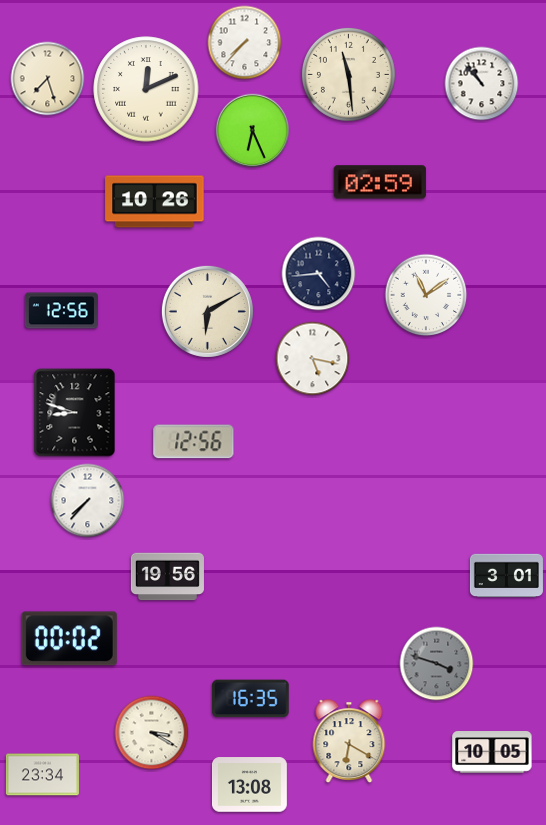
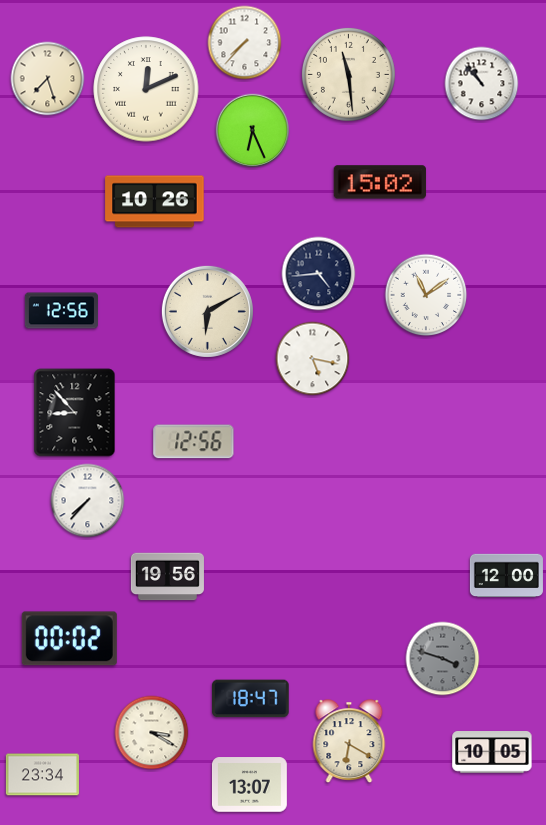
clock at (379, 182): 02:59 -> 15:02
clock at (75, 413): 8:48 -> 8:53
clock at (506, 576): 3:01 -> 12:00
clock at (437, 664) position: (437, 664) -> (443, 659)
clock at (251, 699): 16:35 -> 18:47
clock at (249, 785): 13:08 -> 13:07
